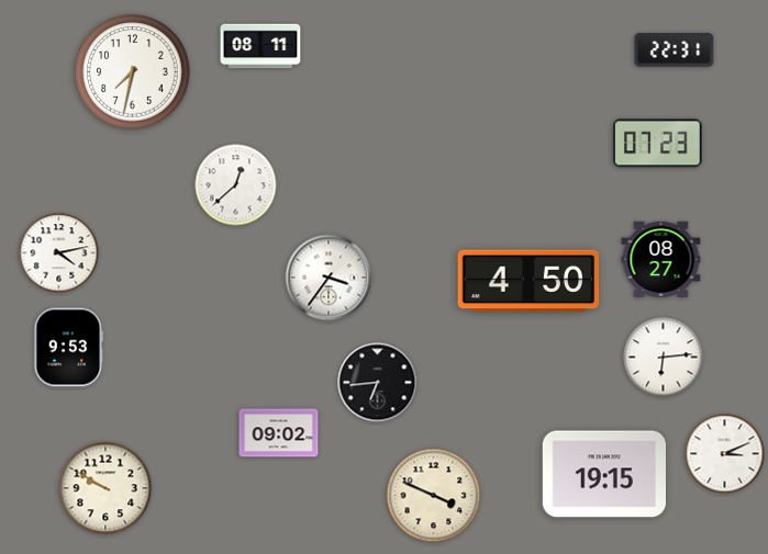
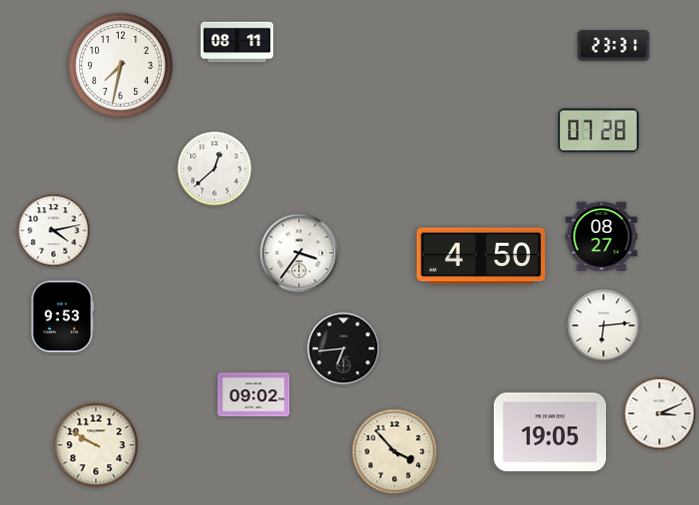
clock at (675, 50): 22:31 -> 23:31
clock at (657, 144): 07:23 -> 07:28
clock at (603, 474): 19:15 -> 19:05
clock at (434, 496): 3:49 -> 3:53
